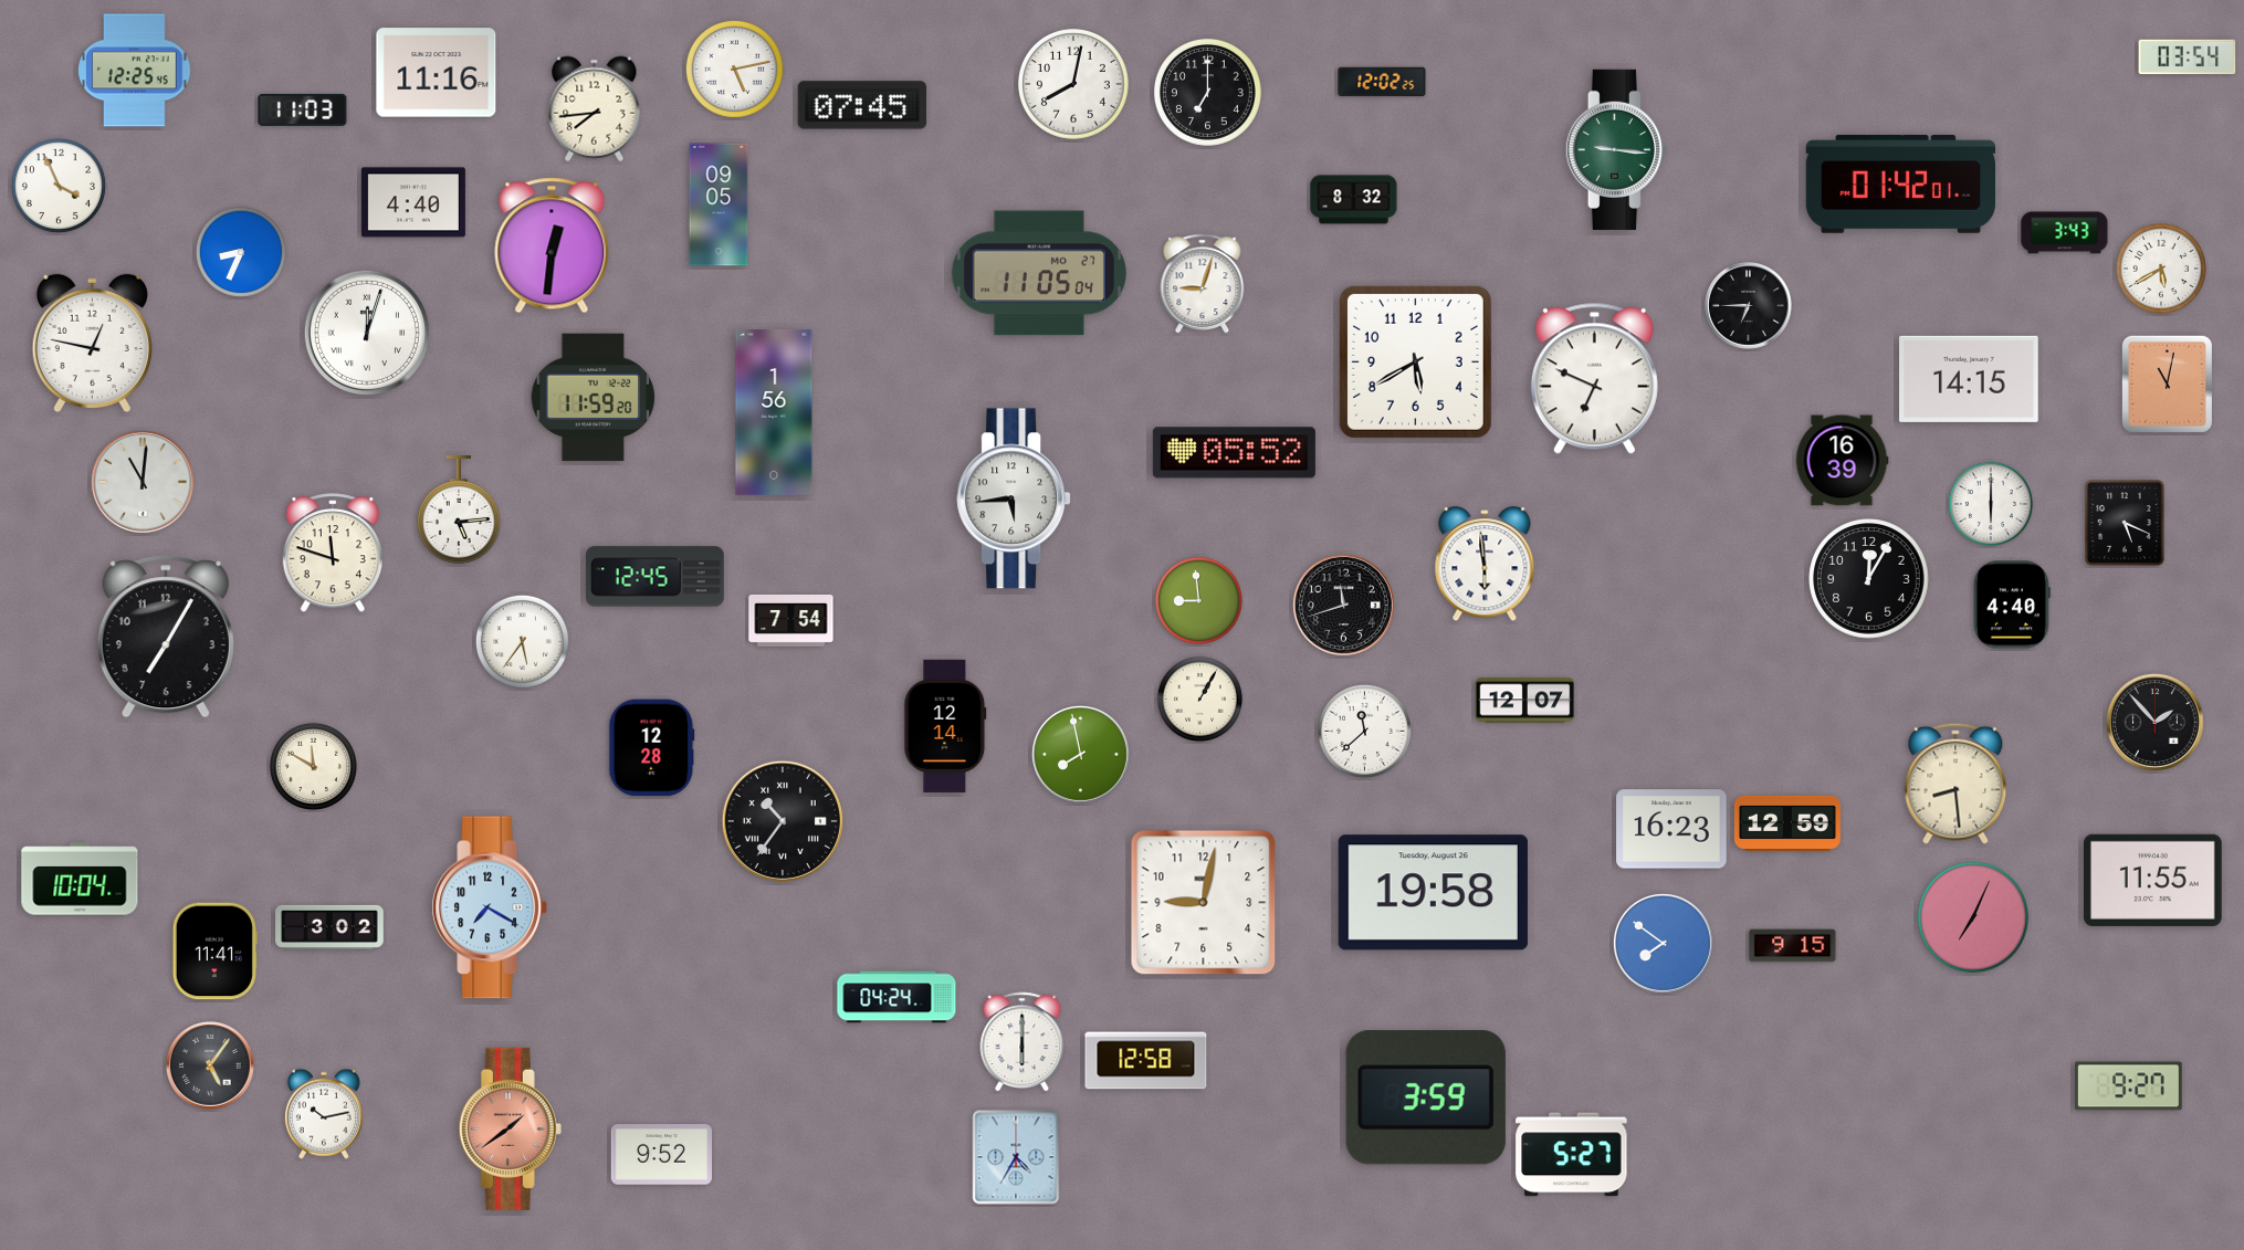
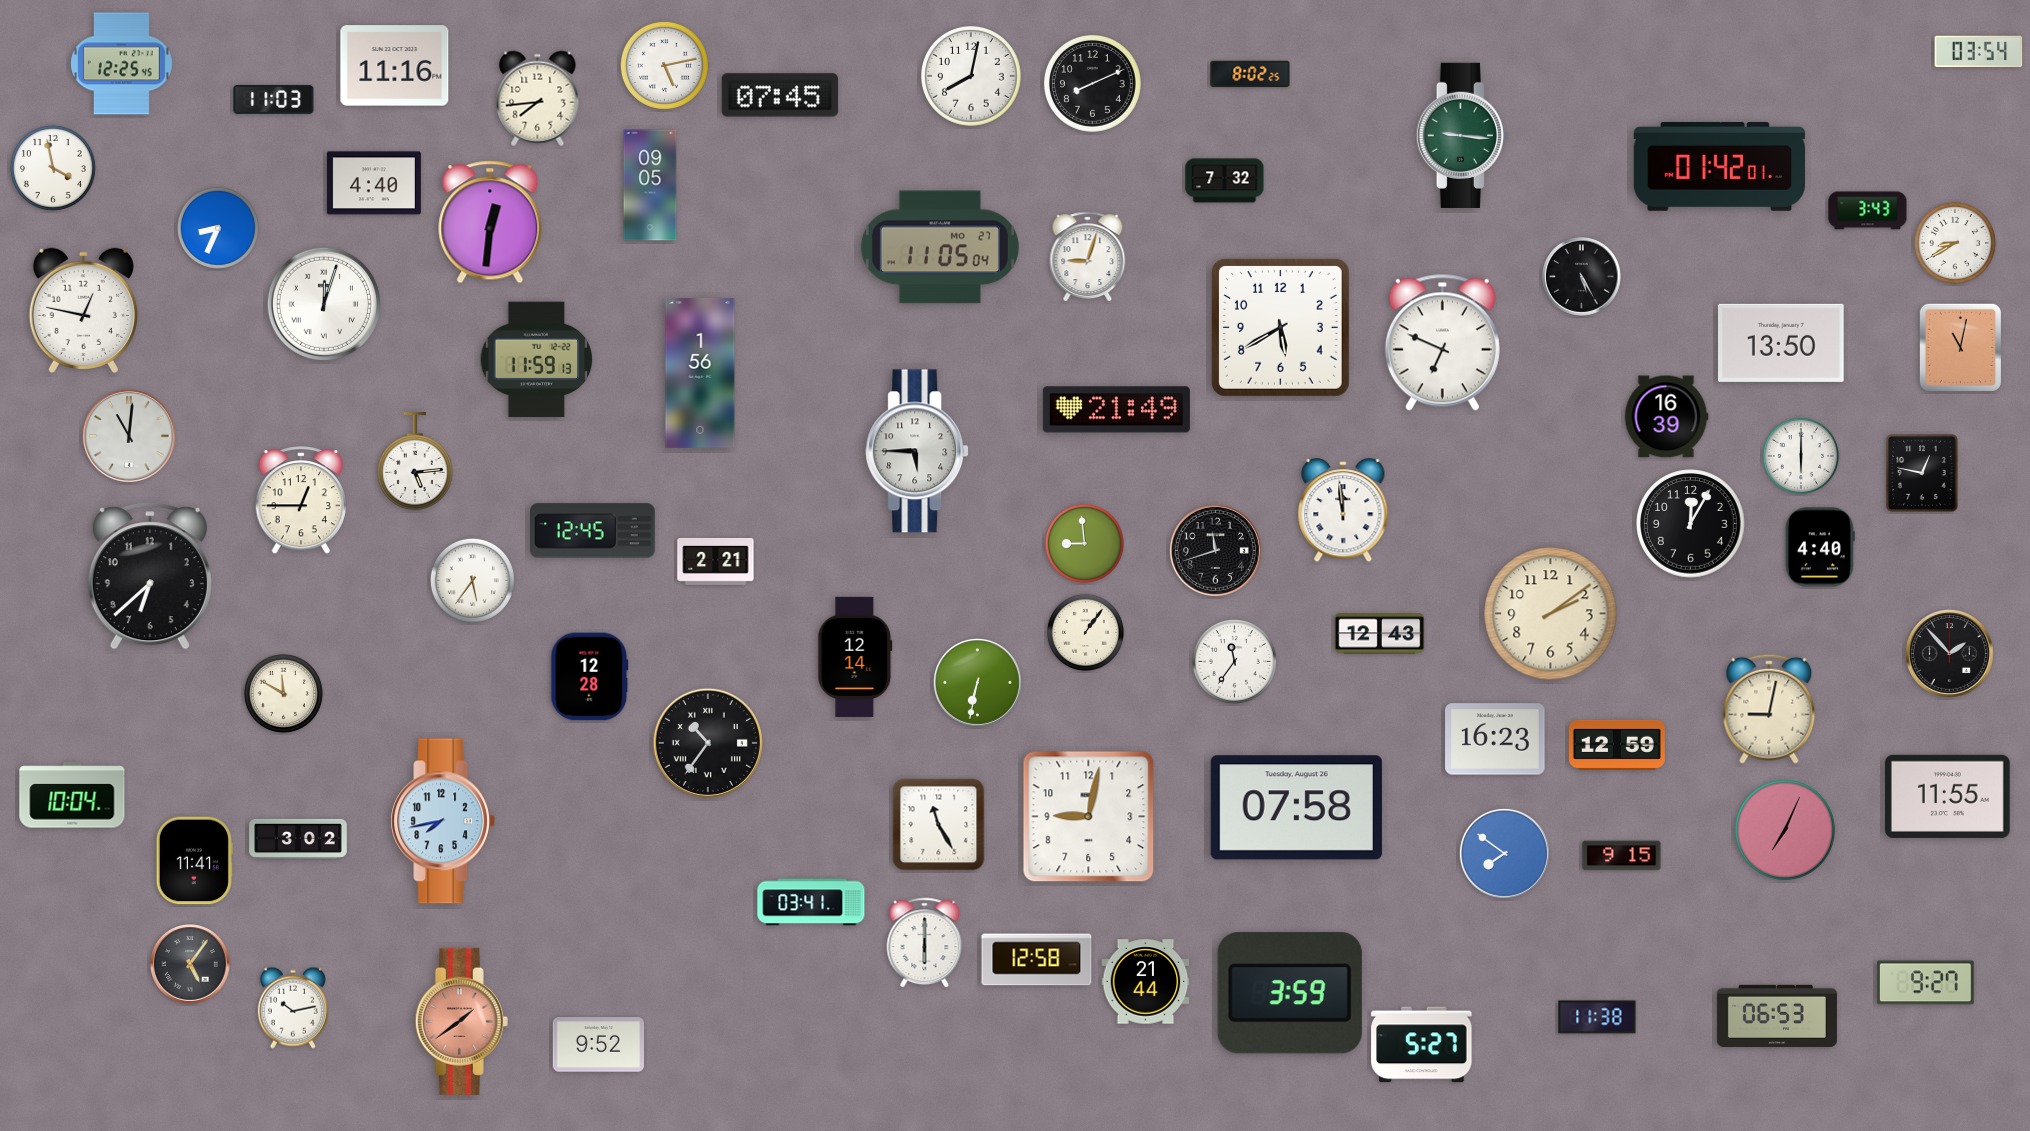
clock at (734, 69) position: (734, 69) -> (664, 65)
clock at (1382, 82): 12:02 -> 8:02
clock at (1207, 92): 7:00 -> 8:11
clock at (59, 186): 3:56 -> 3:58
clock at (1354, 200): 8:32 -> 7:32
clock at (552, 245) position: (552, 245) -> (490, 222)
clock at (2161, 269): 5:40 -> 8:40
clock at (1749, 306): 6:45 -> 5:25
clock at (367, 333) position: (367, 333) -> (324, 304)
clock at (1969, 379): 14:15 -> 13:50
clock at (594, 398): 11:59:20 -> 11:59:13
clock at (1234, 453): 05:52 -> 21:49
clock at (1014, 498): 5:44 -> 5:45
clock at (2125, 523): 5:19 -> 12:47
clock at (333, 554): 11:48 -> 12:45
clock at (1485, 565): 5:59 -> 11:59
clock at (656, 577) position: (656, 577) -> (593, 531)
clock at (1343, 605) position: (1343, 605) -> (1215, 550)
clock at (791, 620): 7:54 -> 2:21
clock at (166, 637): 7:05 -> 6:38
clock at (1551, 614): none -> 2:09
clock at (1199, 698): 1:05 -> 1:06
clock at (1525, 701): 12:07 -> 12:43
clock at (1364, 731): 11:38 -> 11:36
clock at (1080, 754): 7:58 -> 6:32
clock at (1955, 784): 8:29 -> 9:02
clock at (1671, 829) position: (1671, 829) -> (1495, 739)
clock at (1433, 893): 19:58 -> 07:58
clock at (489, 907): 7:20 -> 7:43
clock at (939, 825): none -> 11:25
clock at (896, 997): 04:24 -> 03:41
clock at (1146, 982): none -> 21:44
clock at (1777, 1015): none -> 06:53
clock at (1597, 1017): none -> 11:38
clock at (1016, 1157): 4:35 -> none
